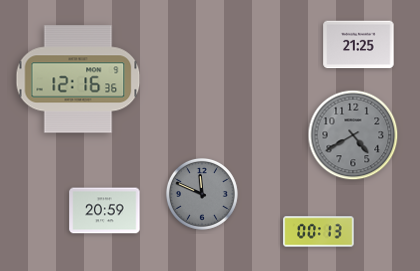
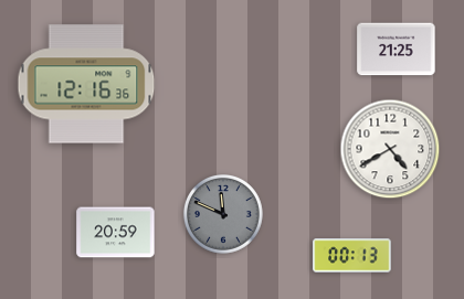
clock at (78, 79) position: (78, 79) -> (86, 84)
clock at (353, 135) dial: grey -> white
